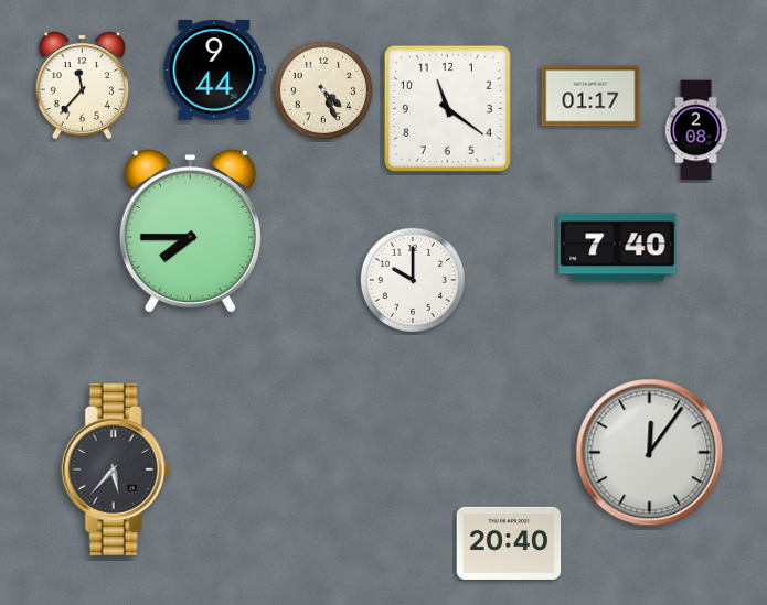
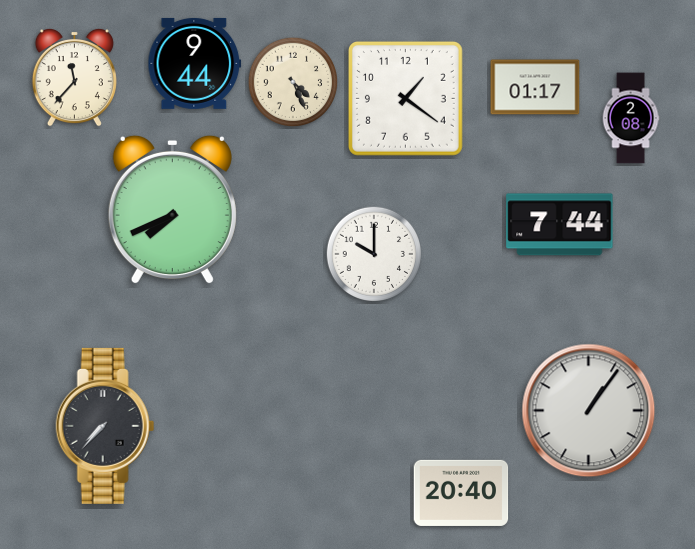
clock at (447, 108): 11:21 -> 1:21
clock at (190, 231): 7:45 -> 7:41
clock at (618, 248): 7:40 -> 7:44
clock at (650, 453): 12:06 -> 1:06
clock at (116, 469): 5:37 -> 7:37
